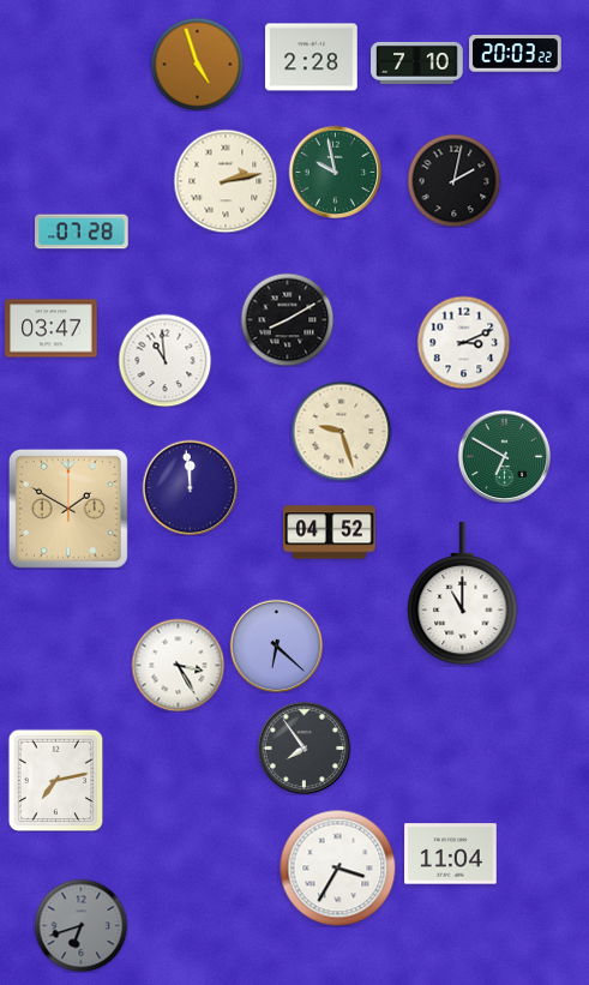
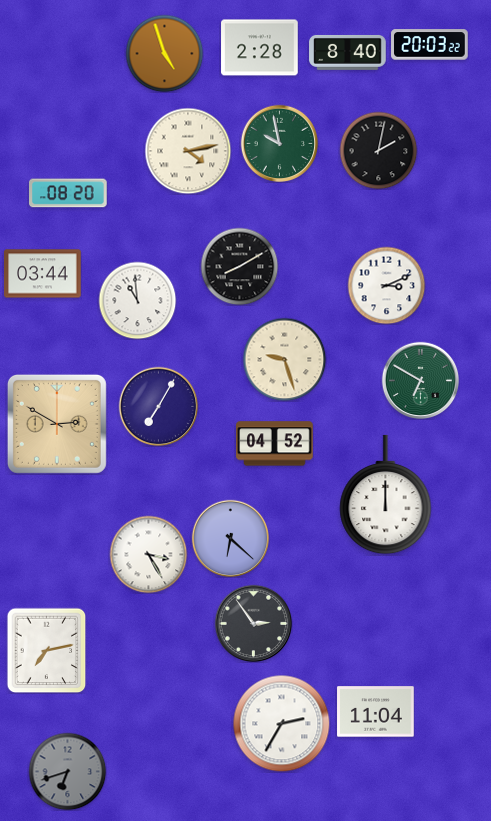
clock at (417, 62): 7:10 -> 8:40
clock at (226, 181): 2:13 -> 4:13
clock at (82, 232): 07:28 -> 08:20
clock at (52, 329): 03:47 -> 03:44
clock at (190, 487): 11:59 -> 7:05
clock at (68, 509): 1:50 -> 2:50
clock at (463, 594): 11:00 -> 12:00
clock at (303, 747): 7:54 -> 2:54
clock at (337, 867): 3:35 -> 2:35
